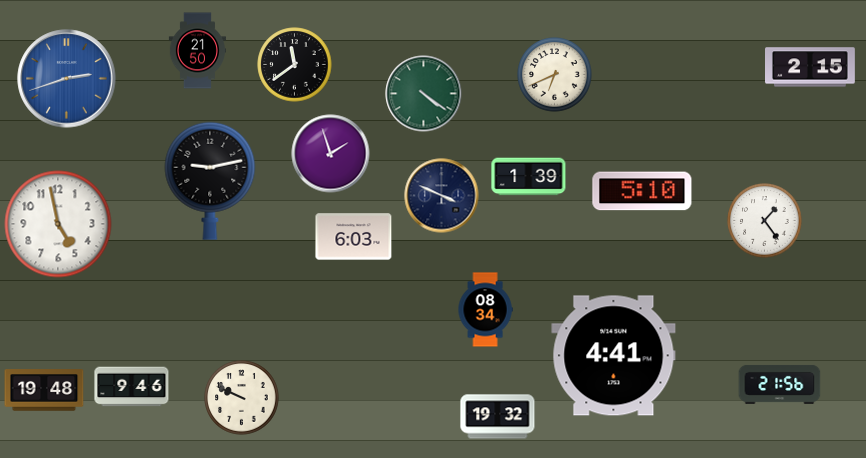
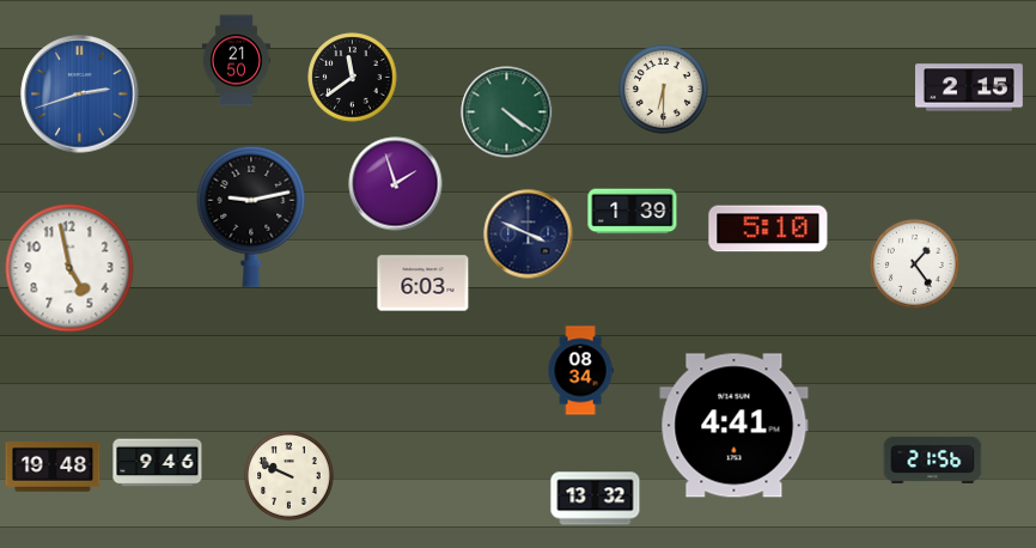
clock at (811, 67) position: (811, 67) -> (970, 87)
clock at (555, 75): 6:41 -> 6:30
clock at (498, 417): 19:32 -> 13:32
